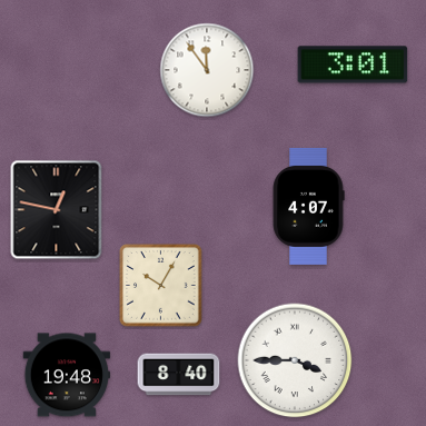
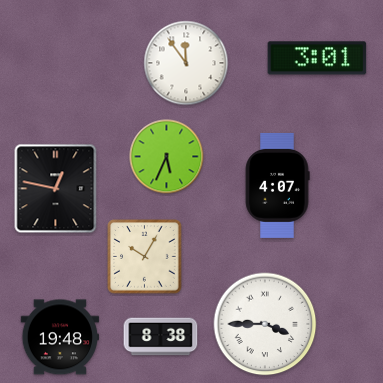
clock at (167, 157): none -> 5:34
clock at (57, 210) position: (57, 210) -> (56, 189)
clock at (179, 375): 8:40 -> 8:38
